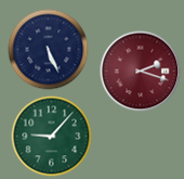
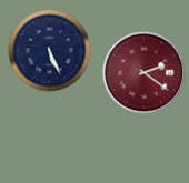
clock at (141, 72): 2:18 -> 2:21
clock at (52, 137): 9:07 -> none
